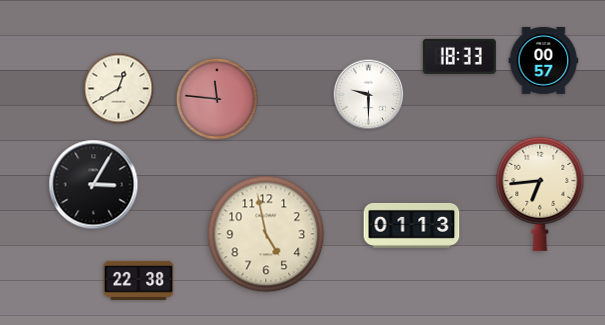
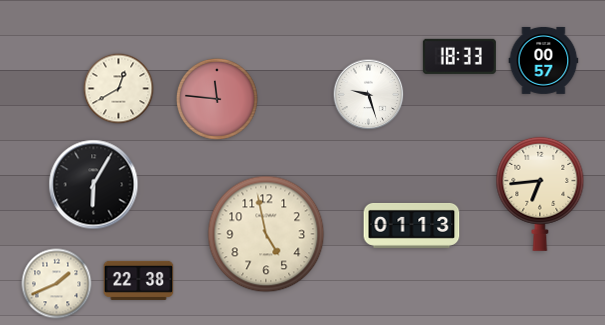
clock at (369, 95): 9:30 -> 9:27
clock at (94, 185): 3:05 -> 6:05
clock at (57, 284): none -> 1:41
